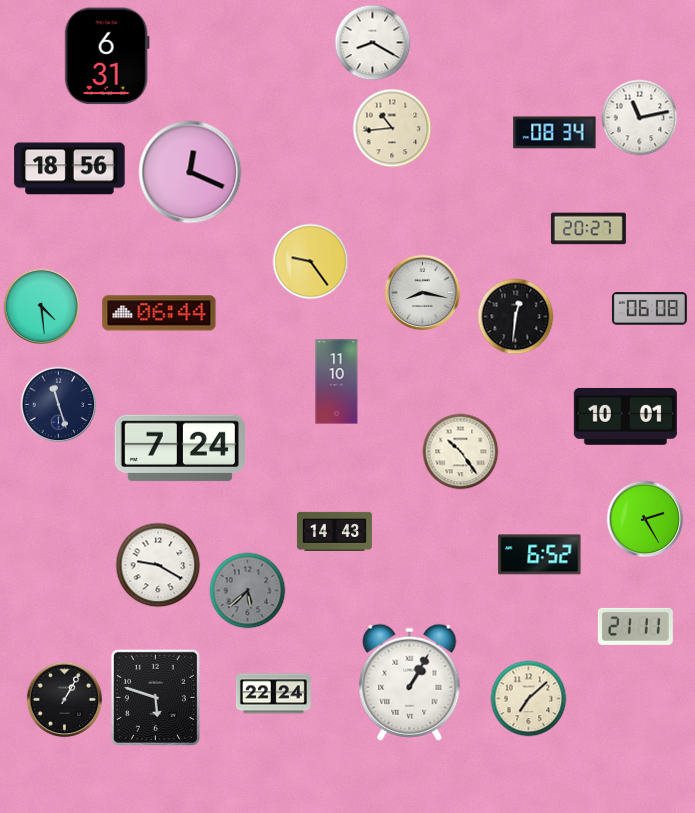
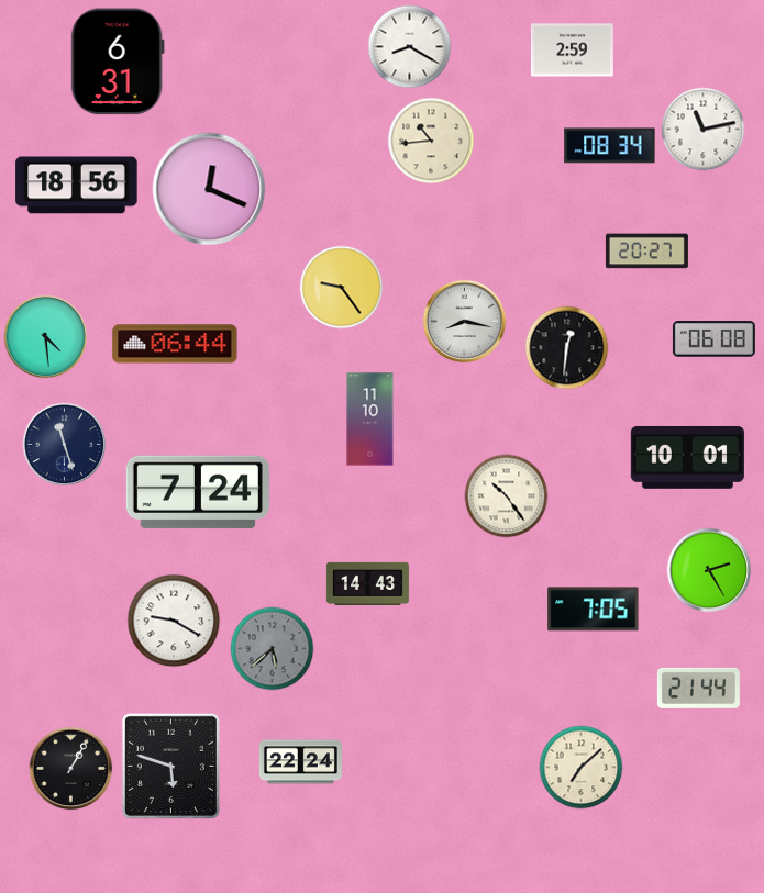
clock at (572, 51): none -> 2:59
clock at (540, 555): 6:52 -> 7:05
clock at (635, 626): 21:11 -> 21:44
clock at (410, 682): 1:05 -> none
